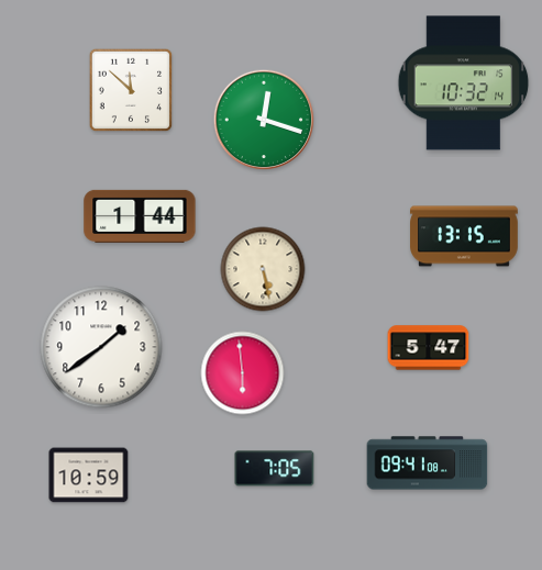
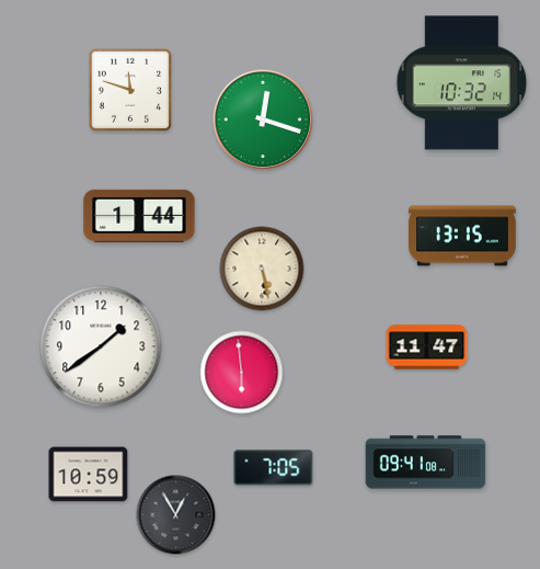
clock at (131, 90): 11:52 -> 11:48
clock at (429, 348): 5:47 -> 11:47
clock at (176, 515): none -> 12:55
